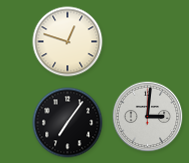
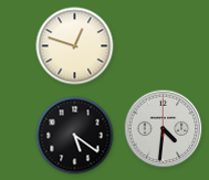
clock at (148, 117): 3:01 -> 4:31
clock at (68, 123): 7:06 -> 5:21
